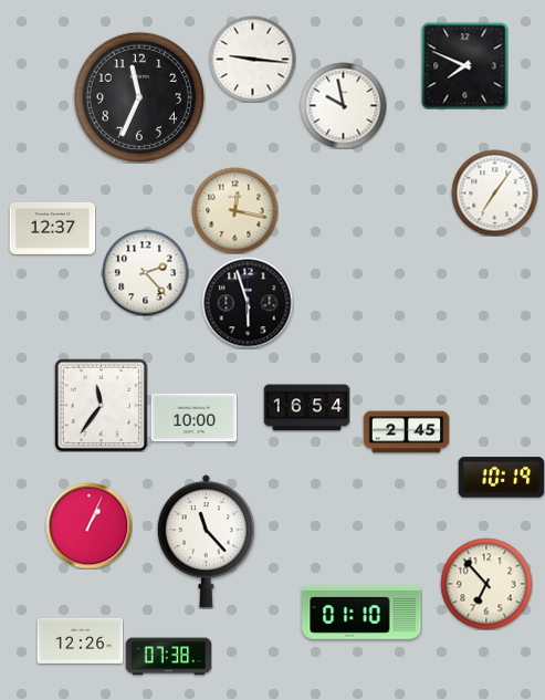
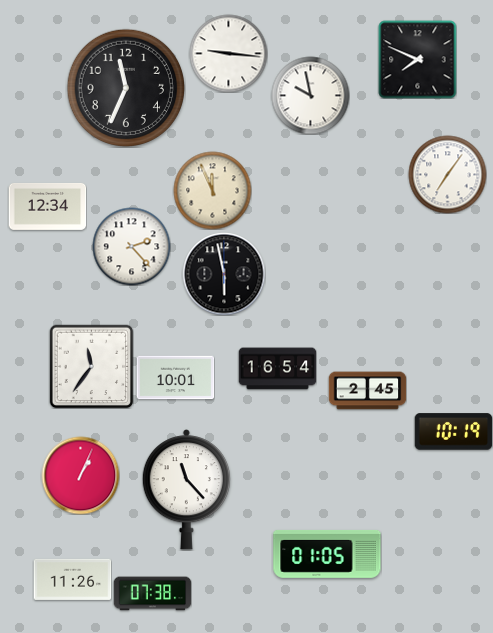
clock at (464, 65) position: (464, 65) -> (417, 59)
clock at (234, 210): 12:17 -> 11:56
clock at (52, 228): 12:37 -> 12:34
clock at (248, 303): 5:57 -> 5:58
clock at (193, 418): 10:00 -> 10:01
clock at (486, 584): 6:53 -> none
clock at (361, 613): 01:10 -> 01:05
clock at (80, 640): 12:26 -> 11:26
